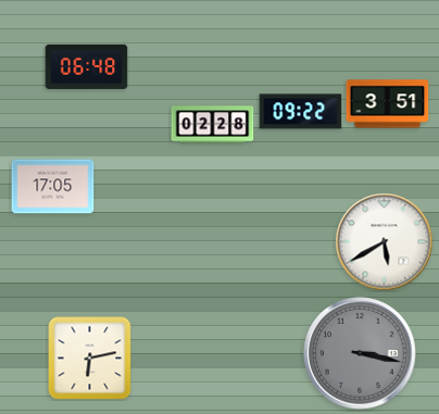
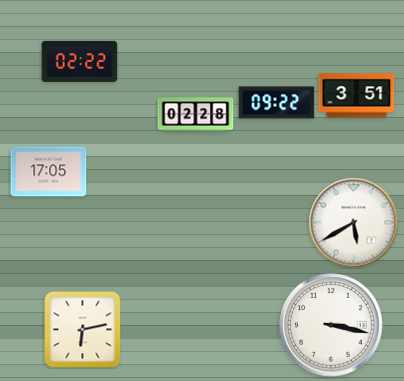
clock at (87, 66): 06:48 -> 02:22
clock at (360, 353) dial: grey -> white
